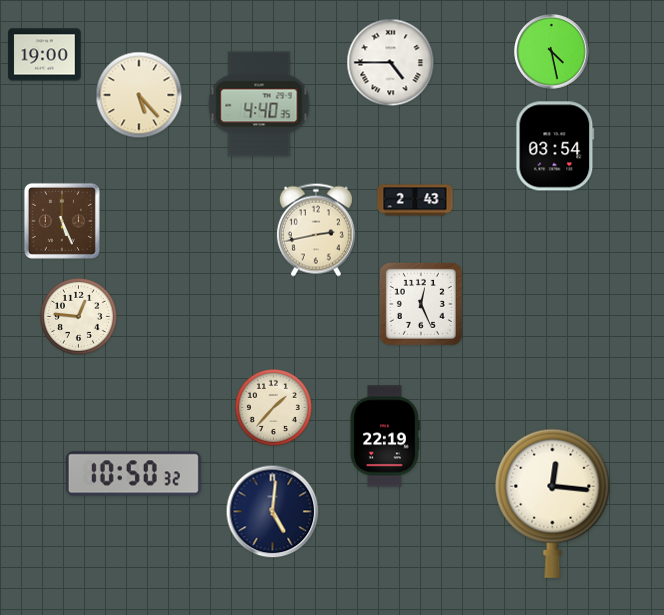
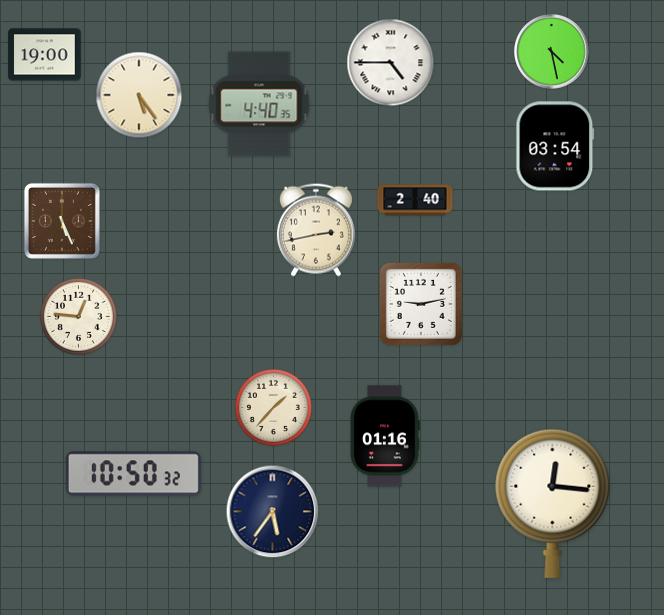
clock at (139, 95): 5:23 -> 5:24
clock at (415, 200): 2:43 -> 2:40
clock at (421, 304): 12:26 -> 9:13
clock at (385, 436): 22:19 -> 01:16
clock at (273, 512): 5:01 -> 5:36
